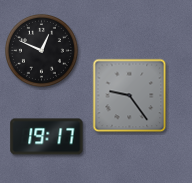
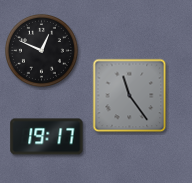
clock at (130, 96): 9:24 -> 11:24
